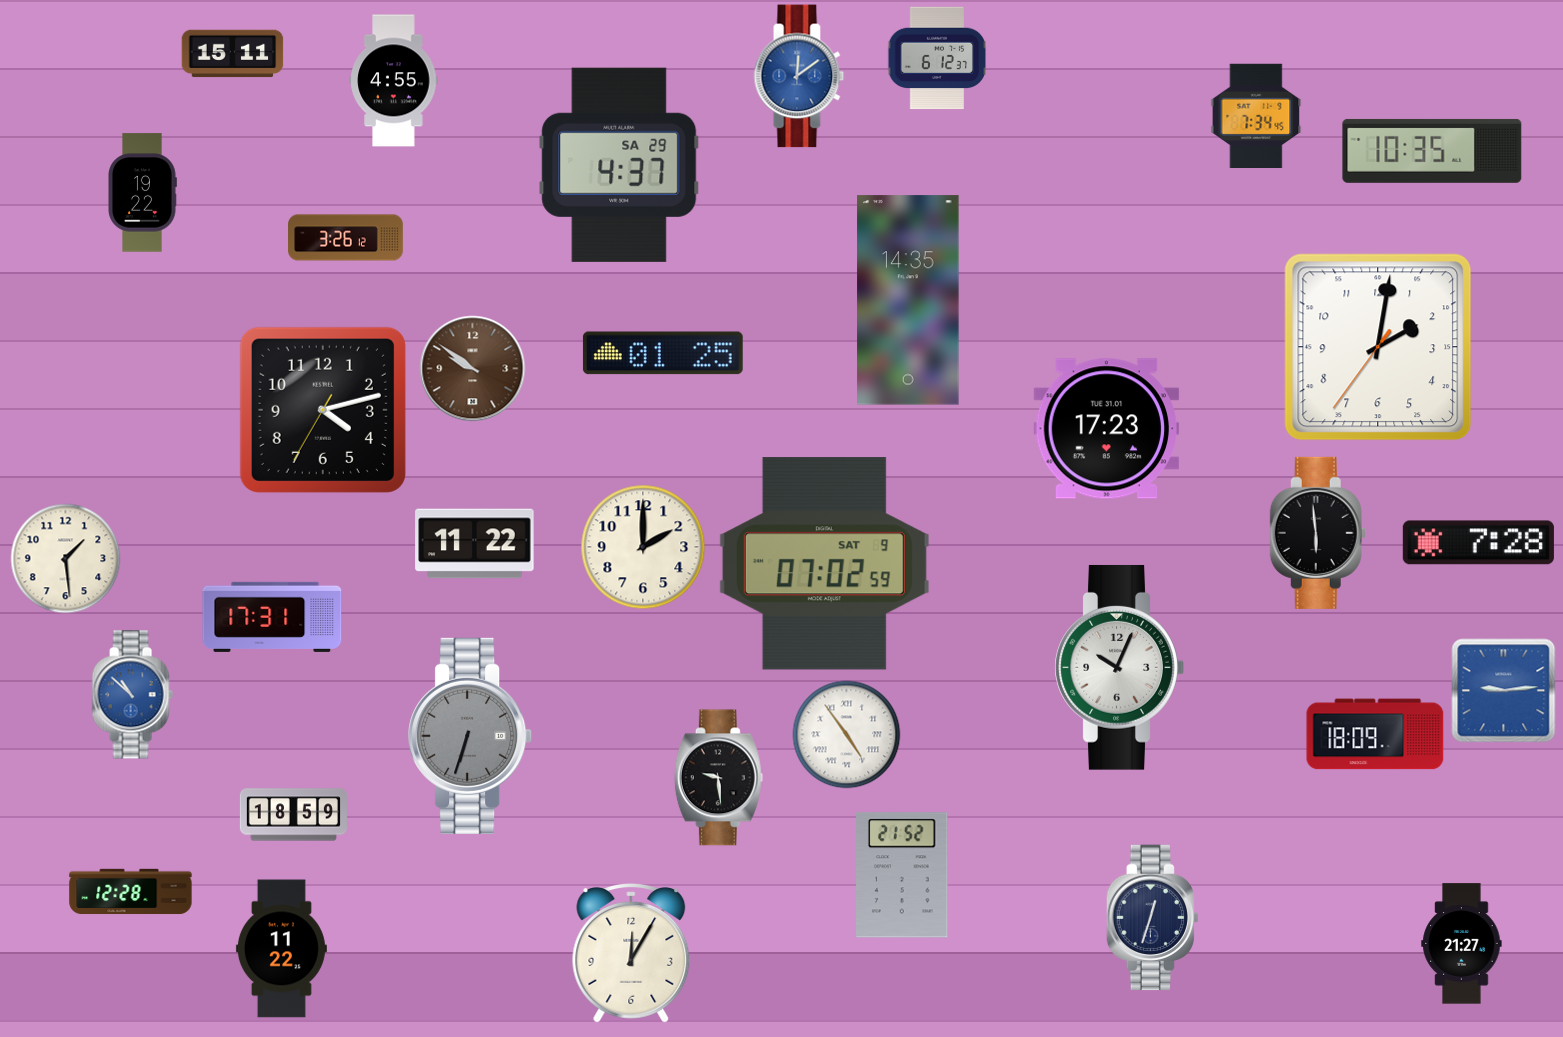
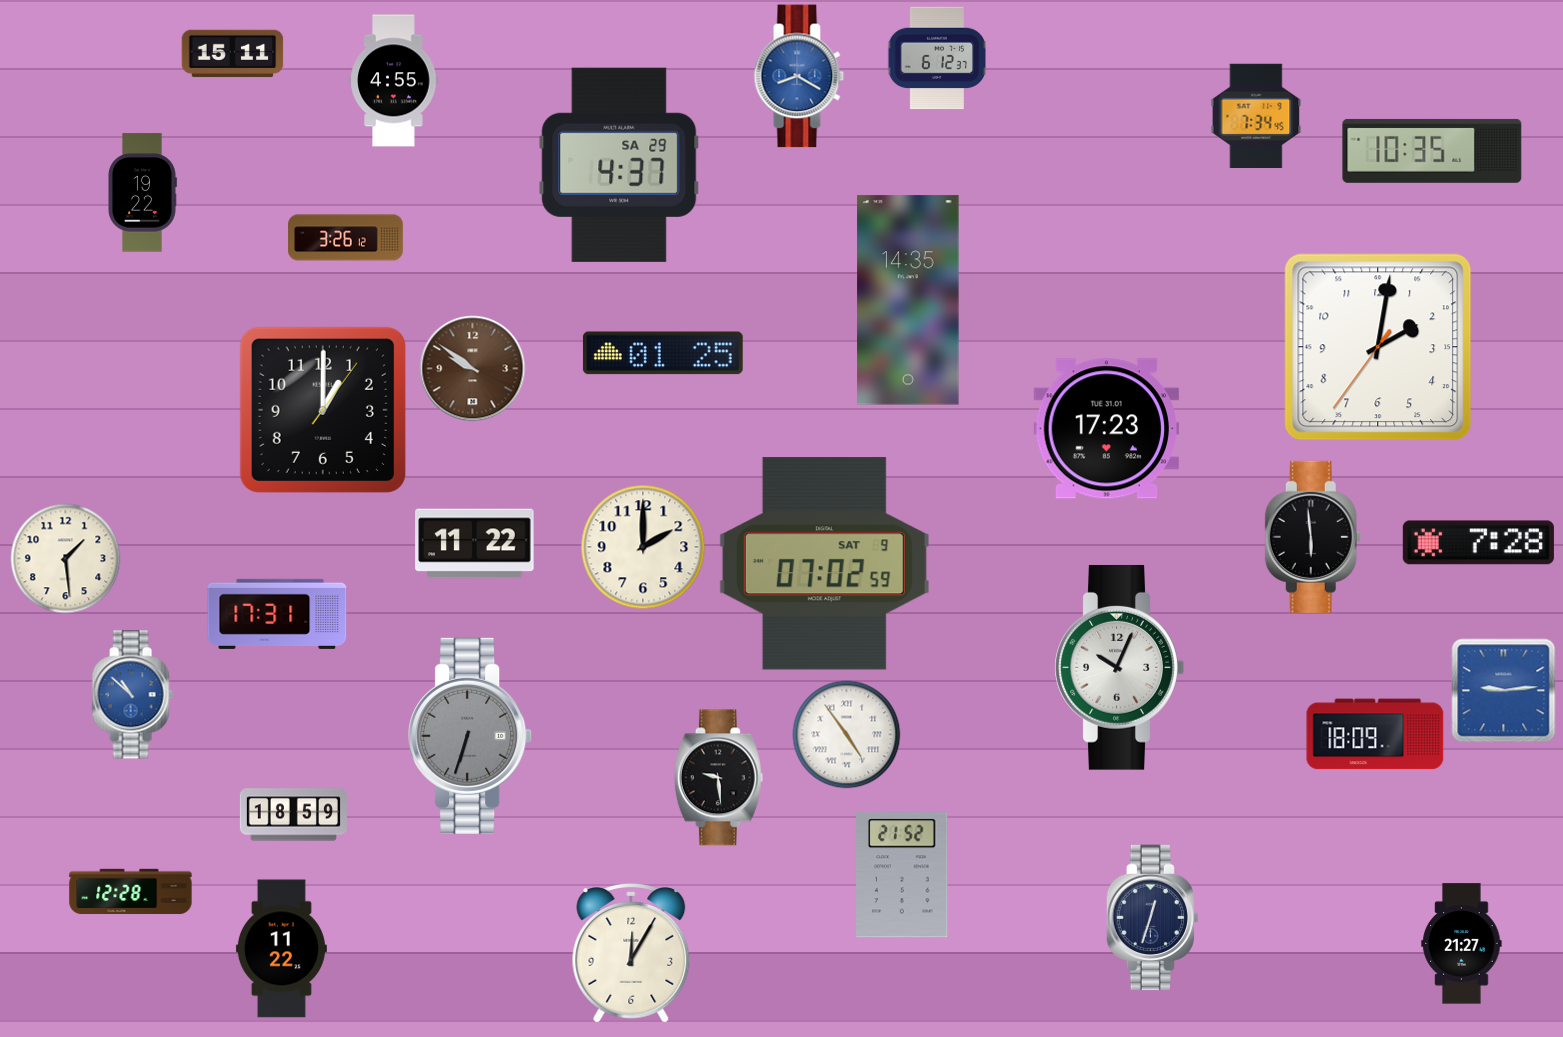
clock at (799, 76): 12:09 -> 8:20
clock at (323, 410): 4:12 -> 1:00
clock at (1318, 533) position: (1318, 533) -> (1313, 537)
clock at (272, 617) position: (272, 617) -> (277, 614)
